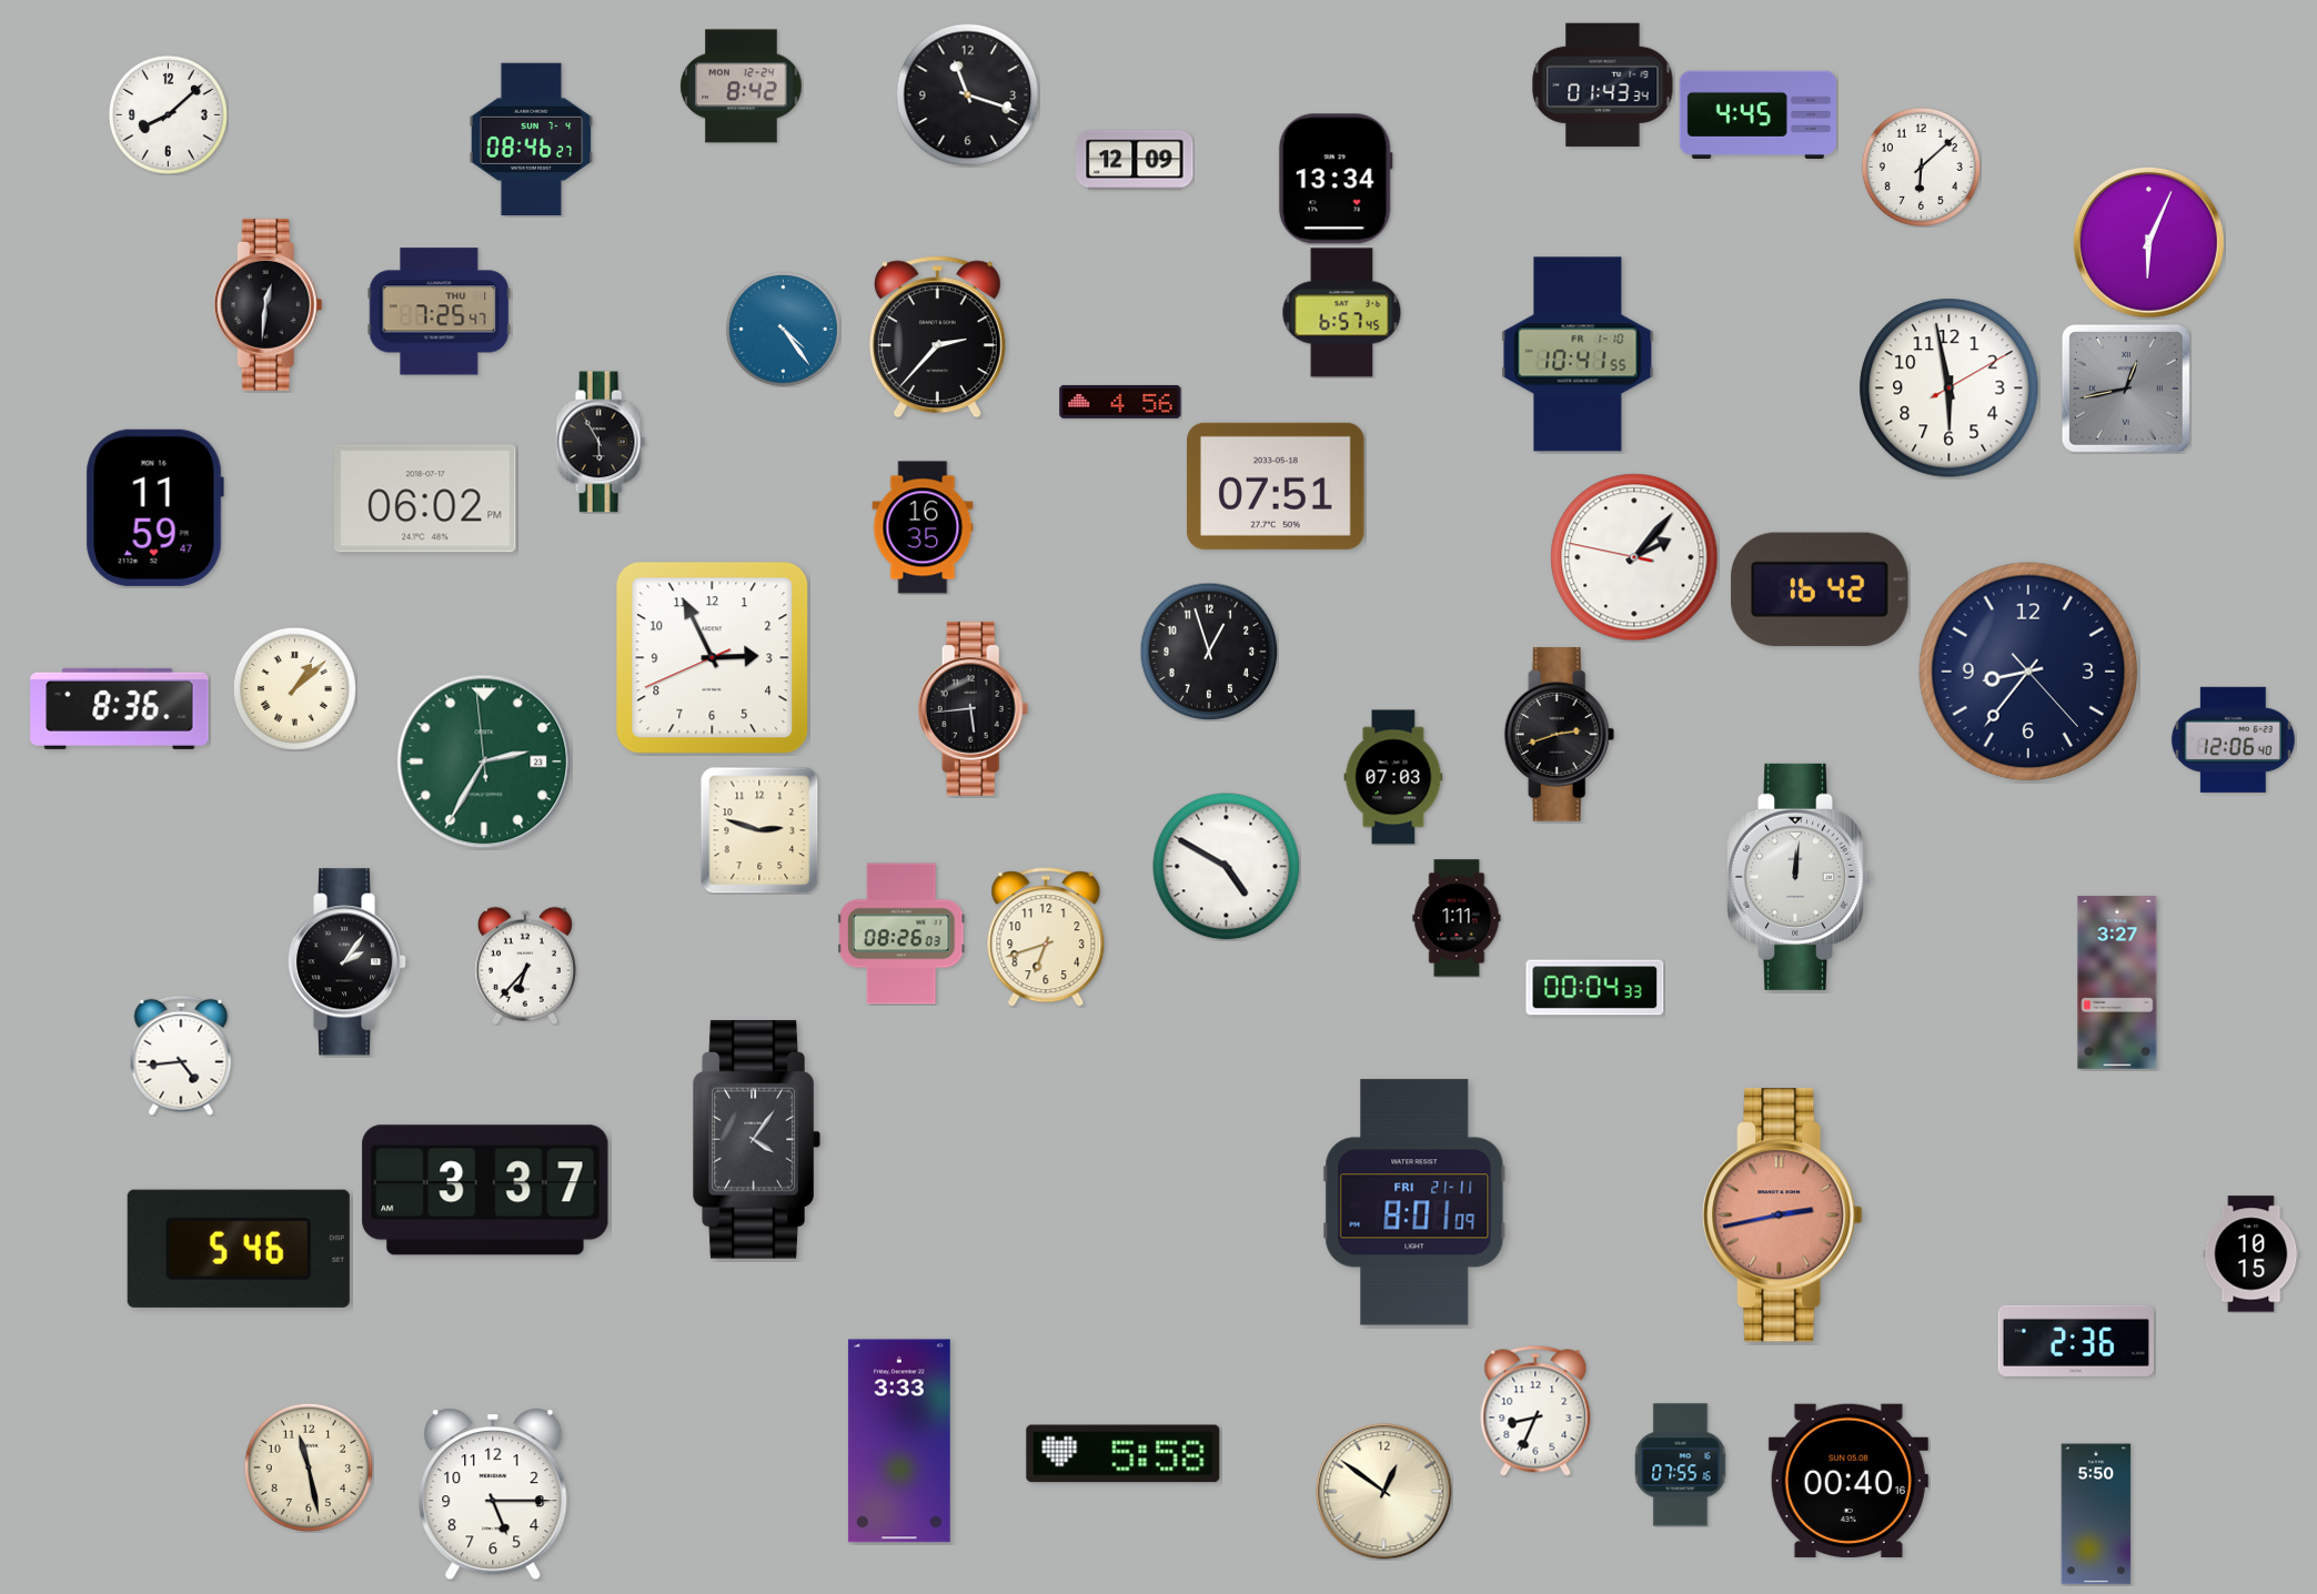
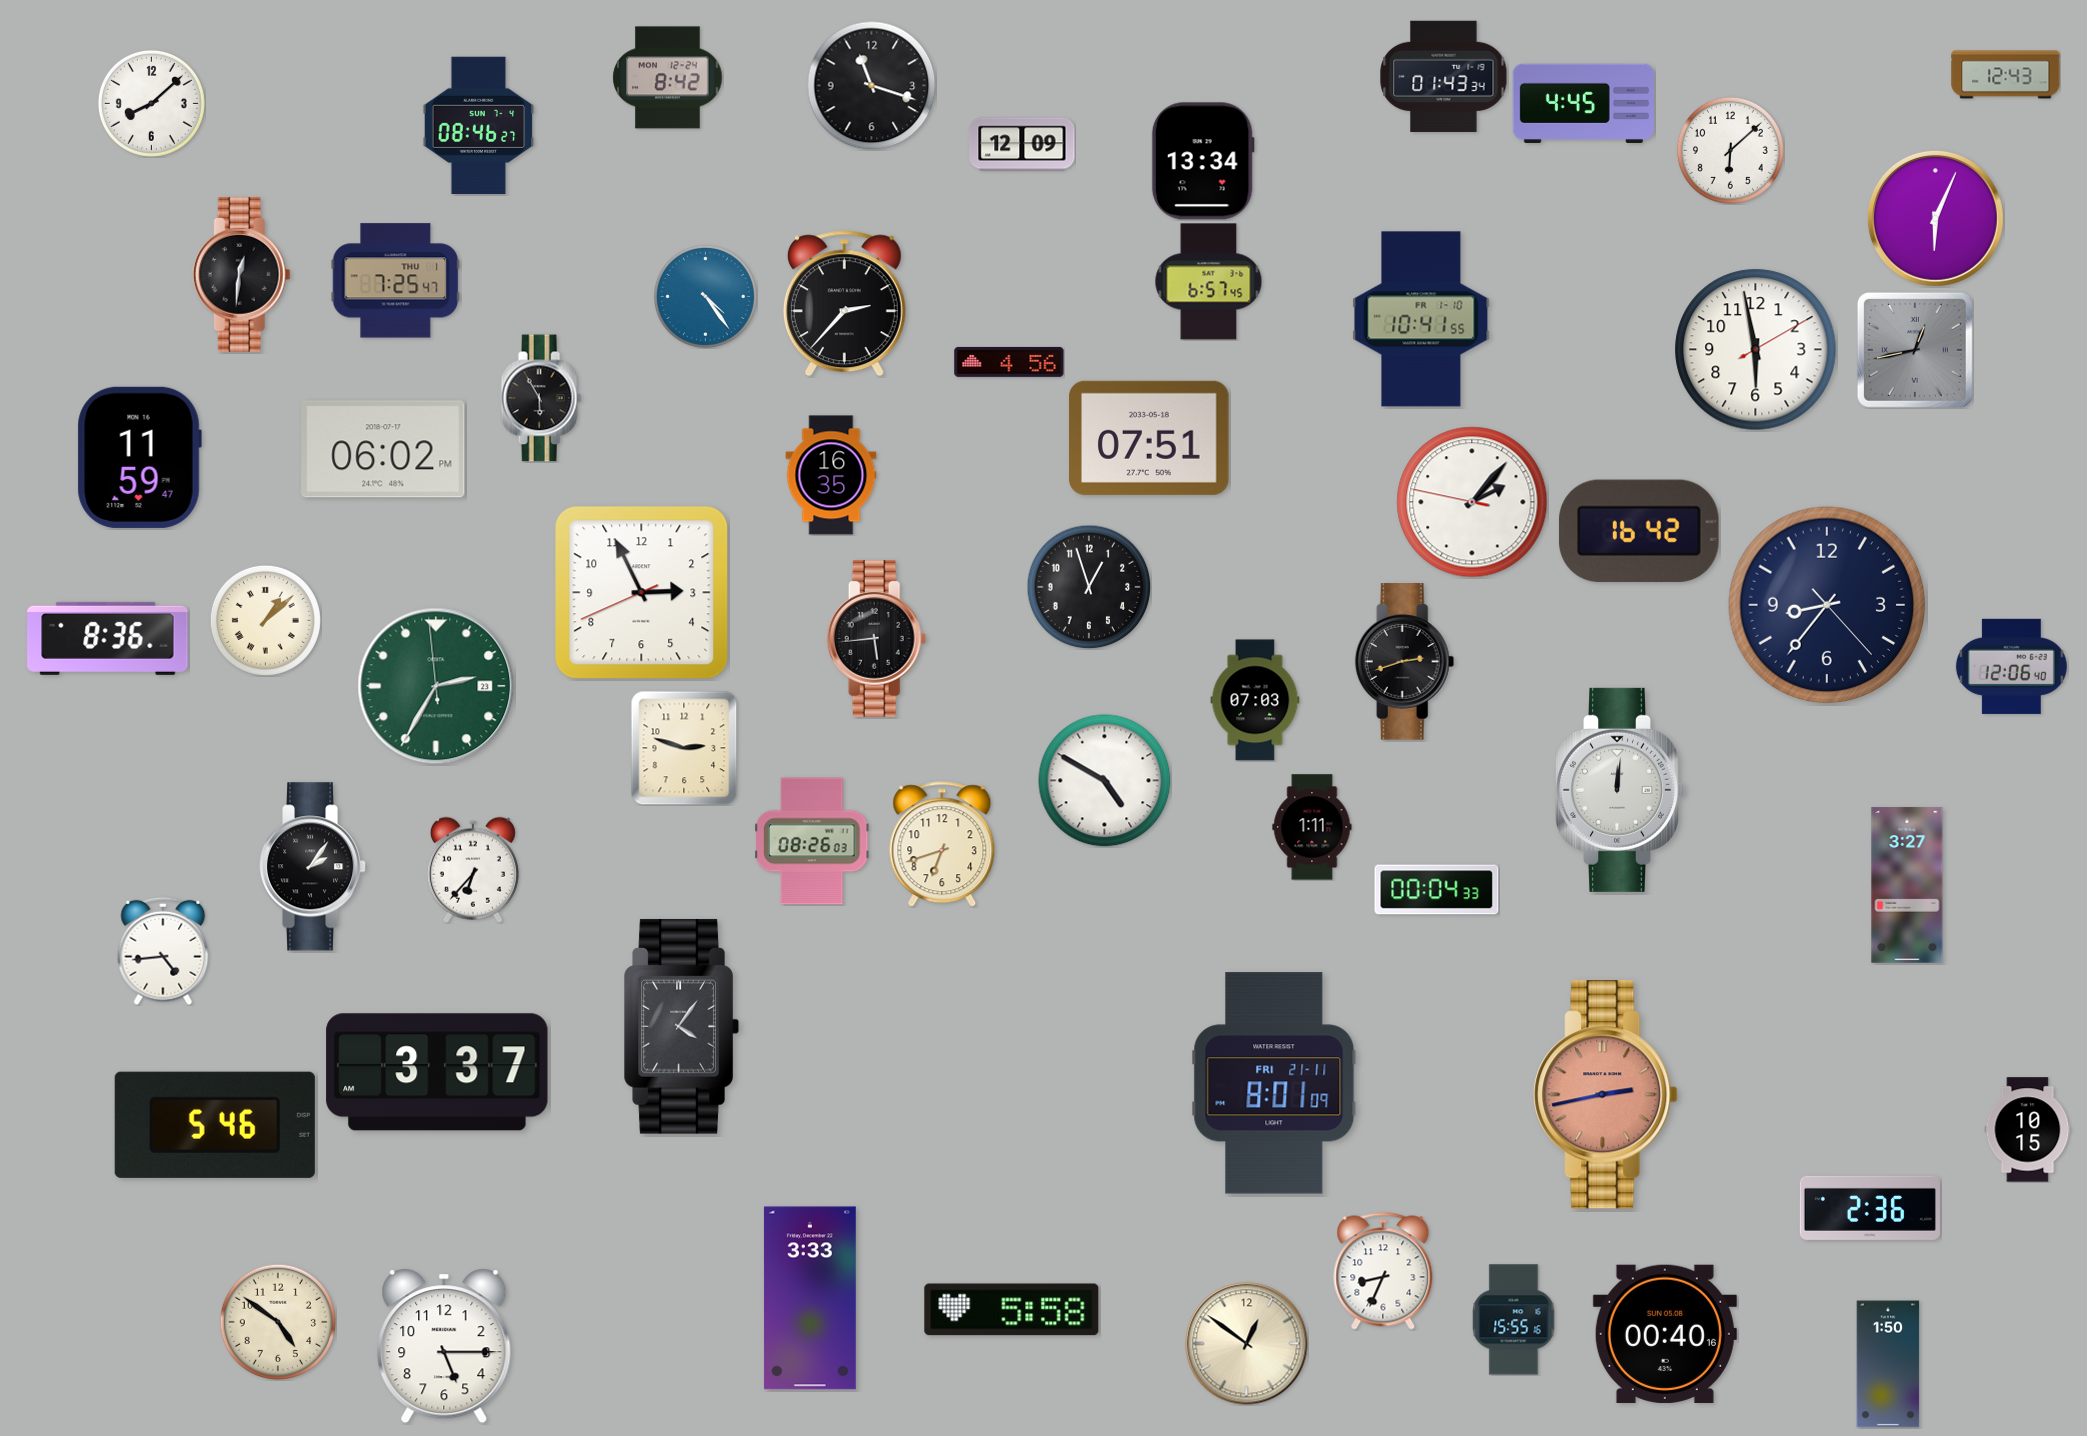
clock at (2006, 75): none -> 12:43
clock at (1681, 1465): 07:55 -> 15:55
clock at (309, 1467): 11:28 -> 4:51
clock at (2096, 1514): 5:50 -> 1:50
